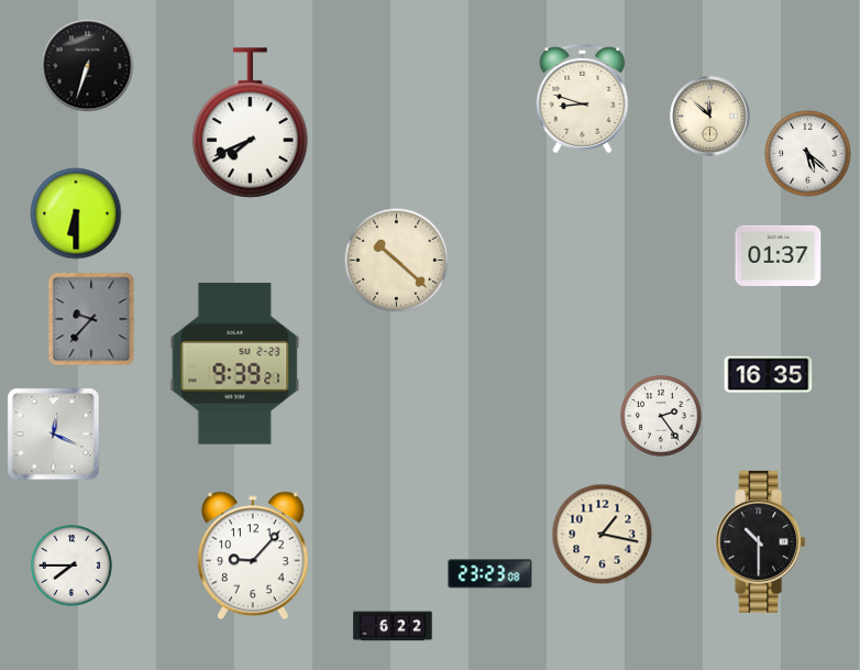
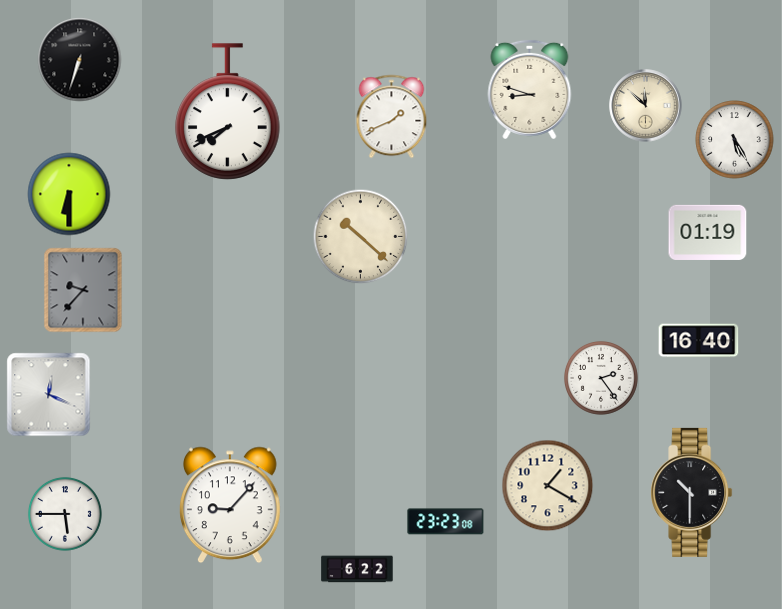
clock at (392, 117): none -> 1:41
clock at (808, 154): 5:22 -> 5:25
clock at (779, 255): 01:37 -> 01:19
clock at (235, 364): 9:39 -> none
clock at (769, 375): 16:35 -> 16:40
clock at (603, 535): 1:17 -> 1:20
clock at (71, 565): 7:45 -> 5:45
